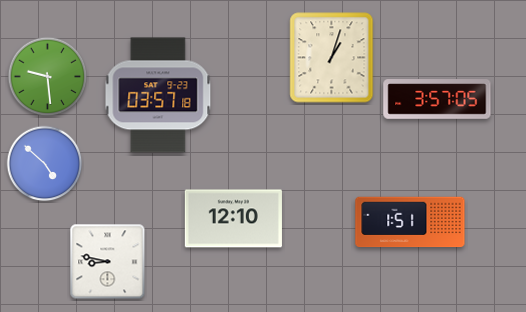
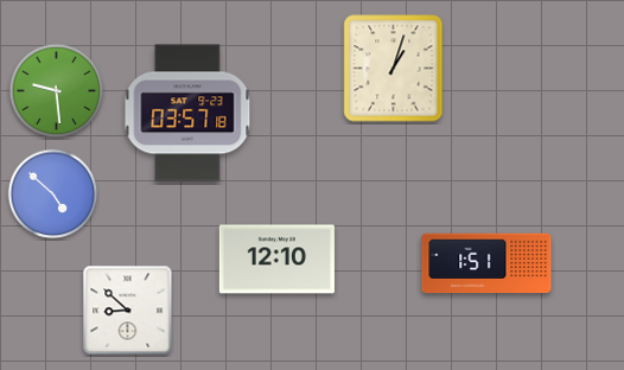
clock at (437, 99): 3:57 -> none
clock at (108, 262): 8:47 -> 8:52
